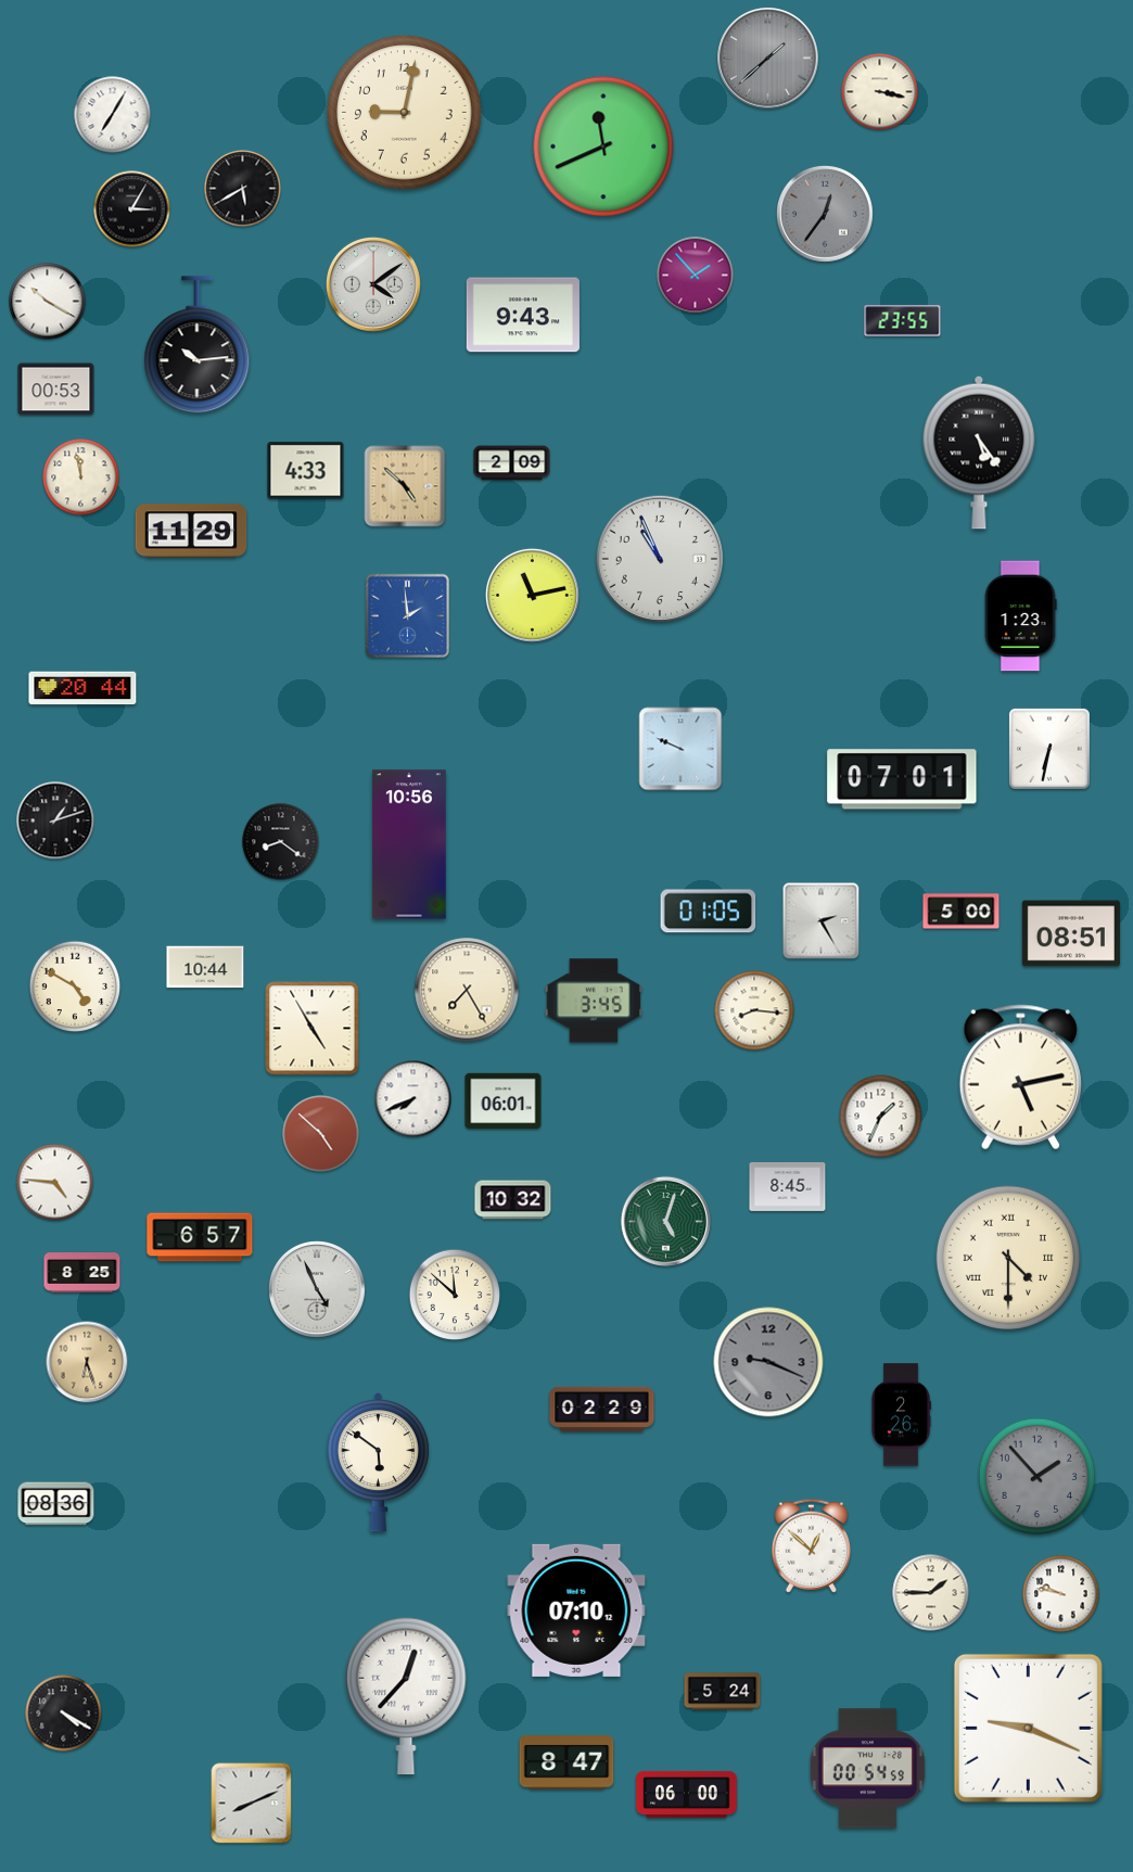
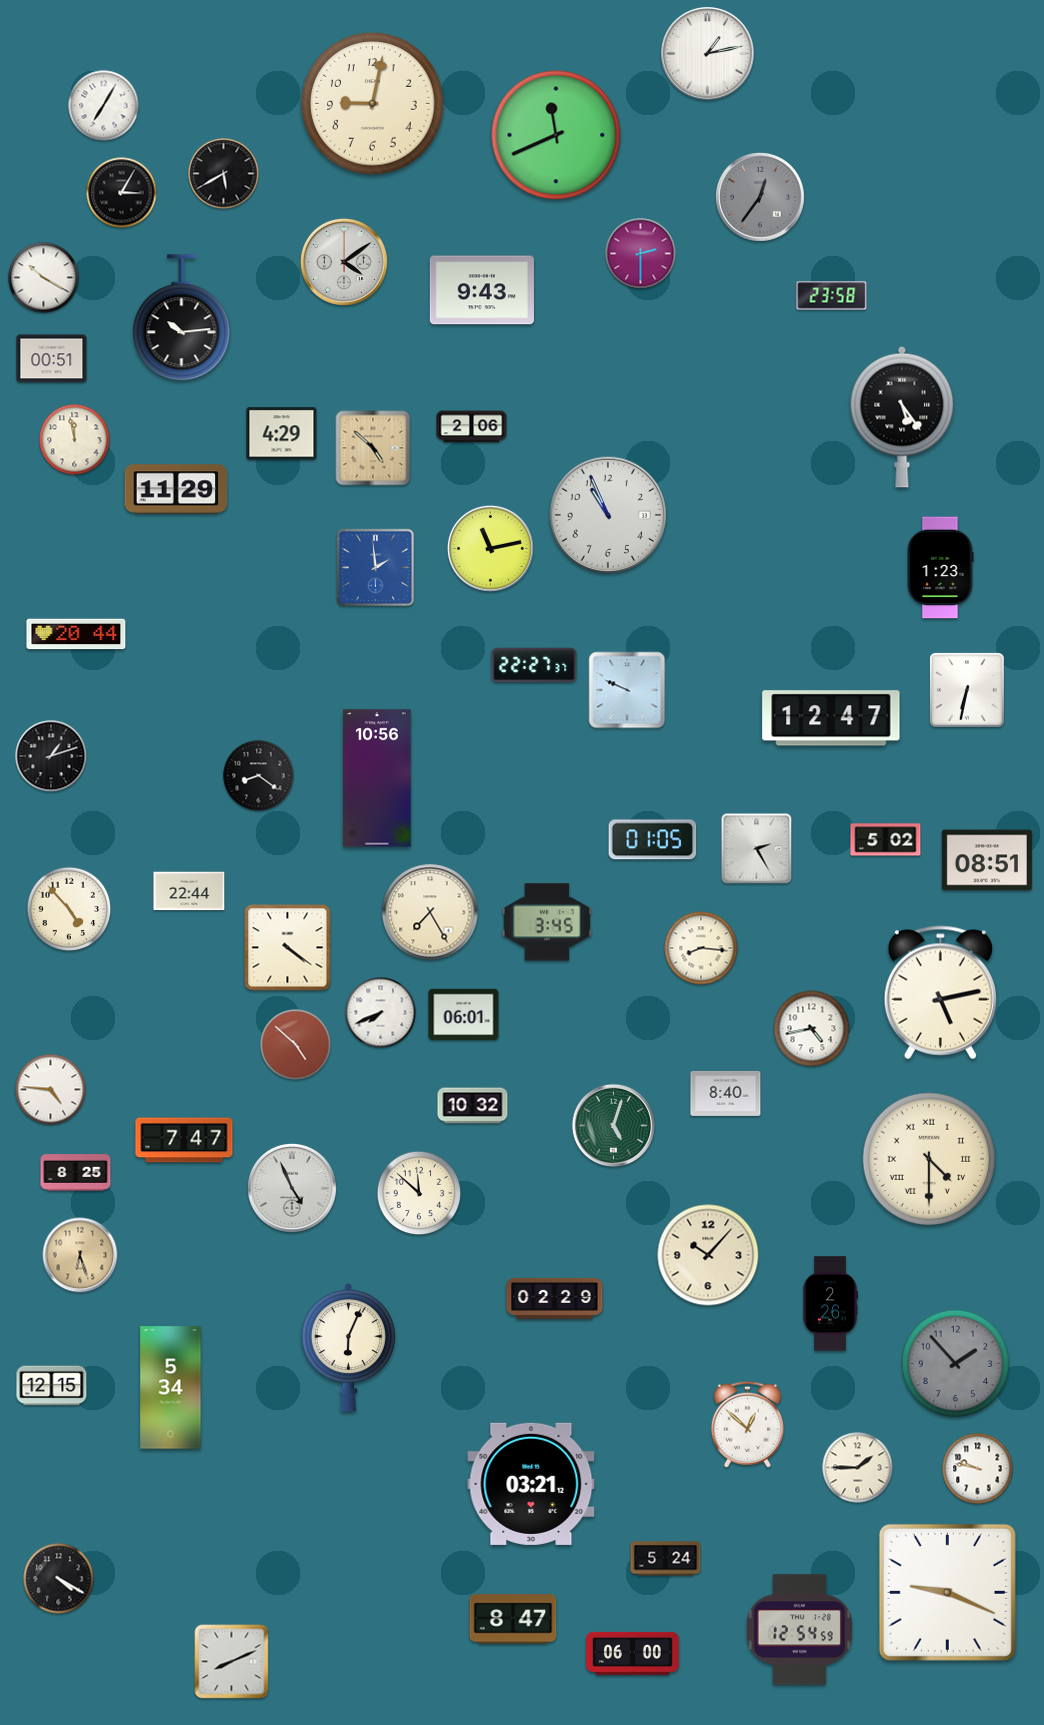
clock at (768, 59): 1:38 -> 1:13
clock at (768, 59) dial: grey -> white
clock at (880, 92): 3:17 -> none
clock at (696, 276): 1:53 -> 2:30
clock at (903, 321): 23:55 -> 23:58
clock at (56, 390): 00:53 -> 00:51
clock at (512, 463): 2:09 -> 2:06
clock at (306, 471): 4:33 -> 4:29
clock at (534, 665): none -> 22:27
clock at (902, 779): 07:01 -> 12:47
clock at (962, 912): 5:00 -> 5:02
clock at (205, 967): 10:44 -> 22:44
clock at (75, 986): 4:50 -> 4:53
clock at (754, 1010) position: (754, 1010) -> (701, 948)
clock at (313, 1029): 4:55 -> 4:21
clock at (881, 1117): 1:34 -> 4:43
clock at (788, 1186): 8:45 -> 8:40
clock at (200, 1237): 6:57 -> 7:47
clock at (768, 1362): 9:19 -> 10:07
clock at (768, 1362) dial: grey -> cream
clock at (378, 1463): 5:51 -> 6:04
clock at (1037, 1477) position: (1037, 1477) -> (956, 1364)
clock at (56, 1504): 08:36 -> 12:15
clock at (171, 1388): none -> 5:34
clock at (576, 1610): 07:10 -> 03:21
clock at (406, 1696): 12:37 -> none
clock at (566, 1762) position: (566, 1762) -> (513, 1619)
clock at (867, 1769): 00:54 -> 12:54
